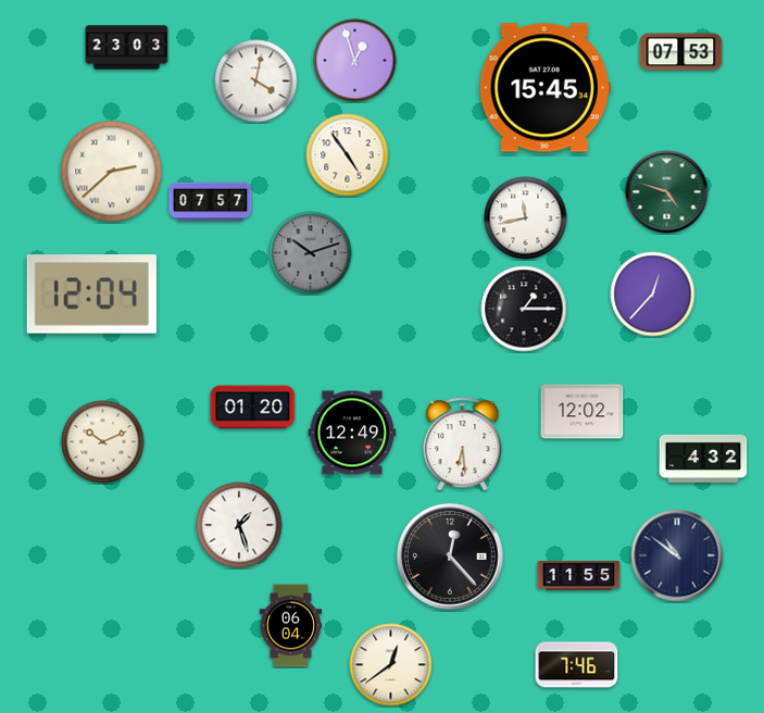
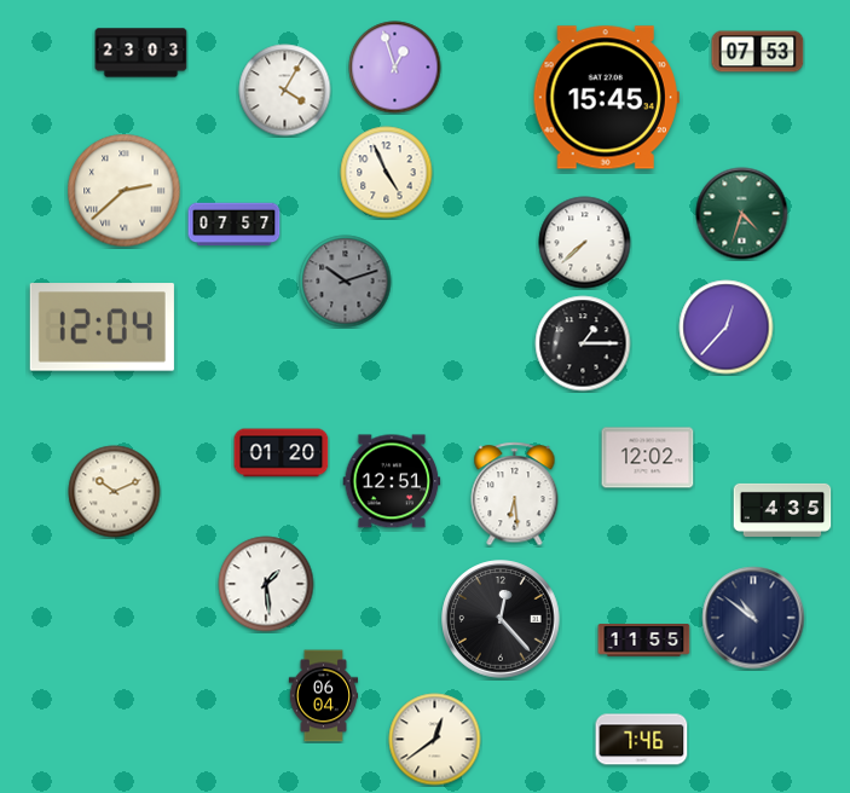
clock at (681, 52) position: (681, 52) -> (758, 52)
clock at (256, 82): 4:02 -> 4:05
clock at (348, 155): 4:54 -> 4:56
clock at (667, 192): 4:48 -> 4:33
clock at (526, 218): 11:43 -> 7:38
clock at (352, 433): 12:49 -> 12:51
clock at (703, 459): 4:32 -> 4:35
clock at (239, 525): 1:27 -> 1:29
